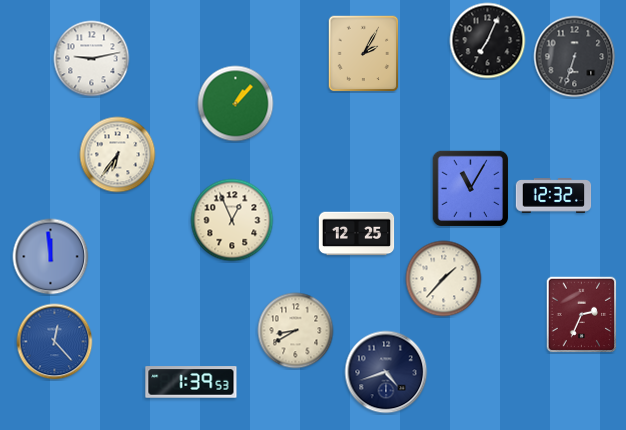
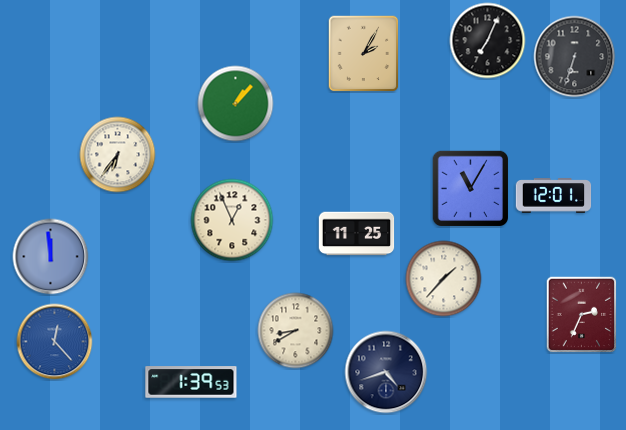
clock at (92, 59): 9:13 -> none
clock at (554, 196): 12:32 -> 12:01
clock at (357, 234): 12:25 -> 11:25
